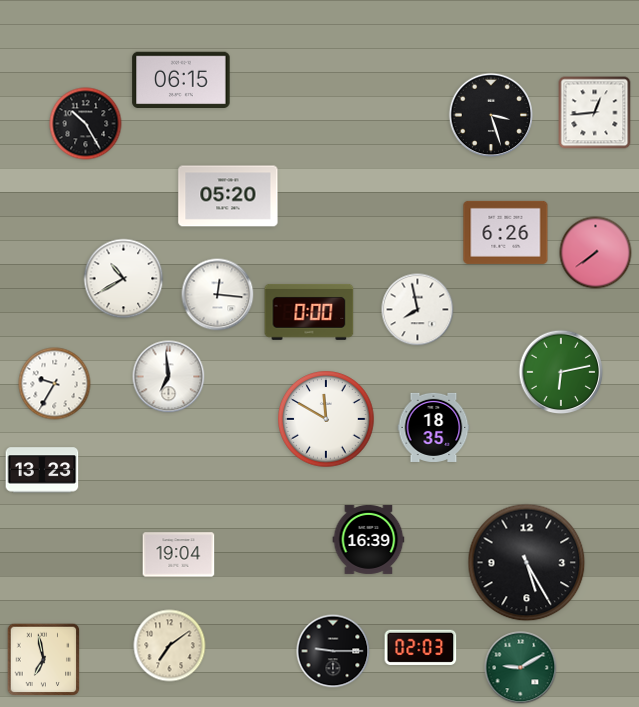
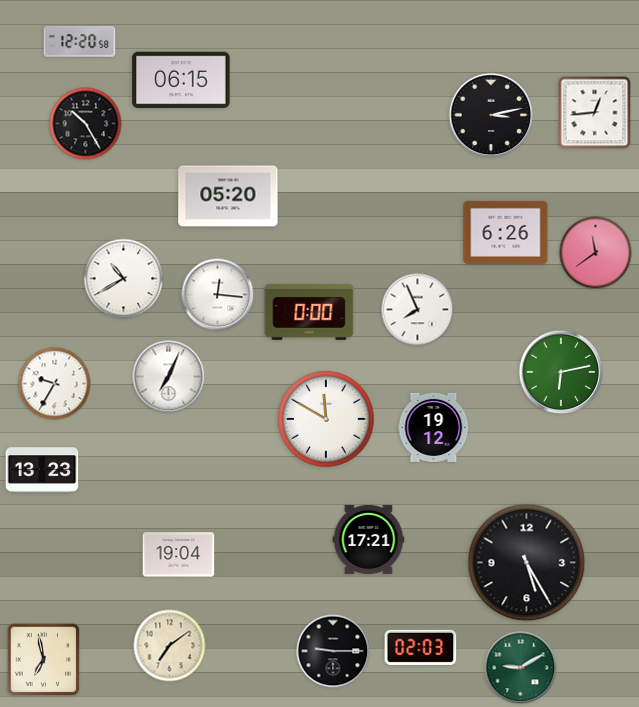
clock at (80, 42): none -> 12:20
clock at (491, 115): 3:27 -> 3:13
clock at (596, 253): 7:39 -> 11:39
clock at (418, 310): 7:58 -> 7:56
clock at (169, 377): 6:59 -> 7:04
clock at (434, 427): 18:35 -> 19:12
clock at (369, 539): 16:39 -> 17:21
